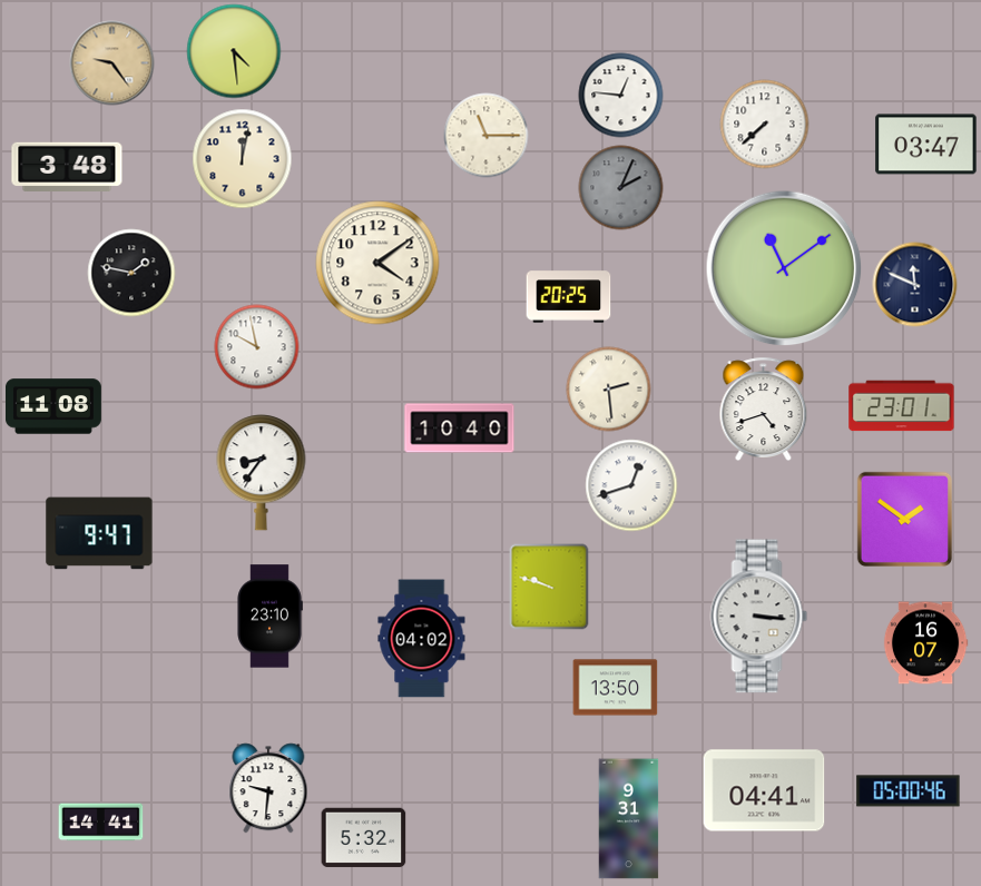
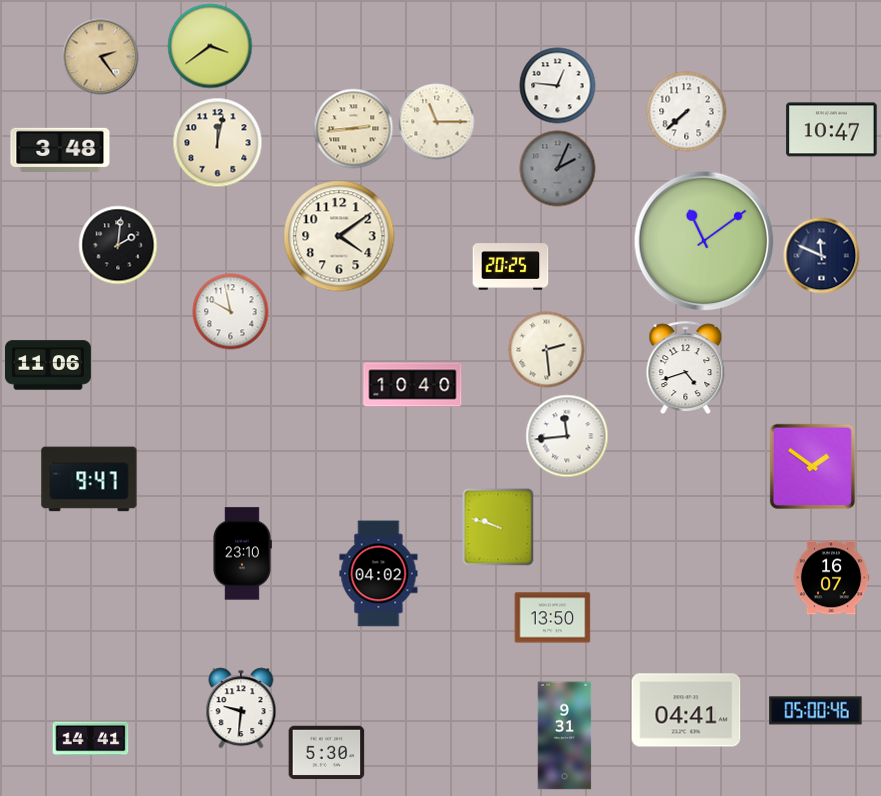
clock at (234, 51): 4:29 -> 3:39
clock at (112, 63): 9:24 -> 2:24
clock at (354, 129): none -> 2:44
clock at (926, 145): 03:47 -> 10:47
clock at (131, 273): 1:47 -> 2:01
clock at (55, 406): 11:08 -> 11:06
clock at (902, 406): 23:01 -> none
clock at (262, 473): 8:36 -> none
clock at (631, 485): 12:42 -> 11:44
clock at (549, 587) position: (549, 587) -> (498, 527)
clock at (759, 617): 3:16 -> none
clock at (364, 838): 5:32 -> 5:30
